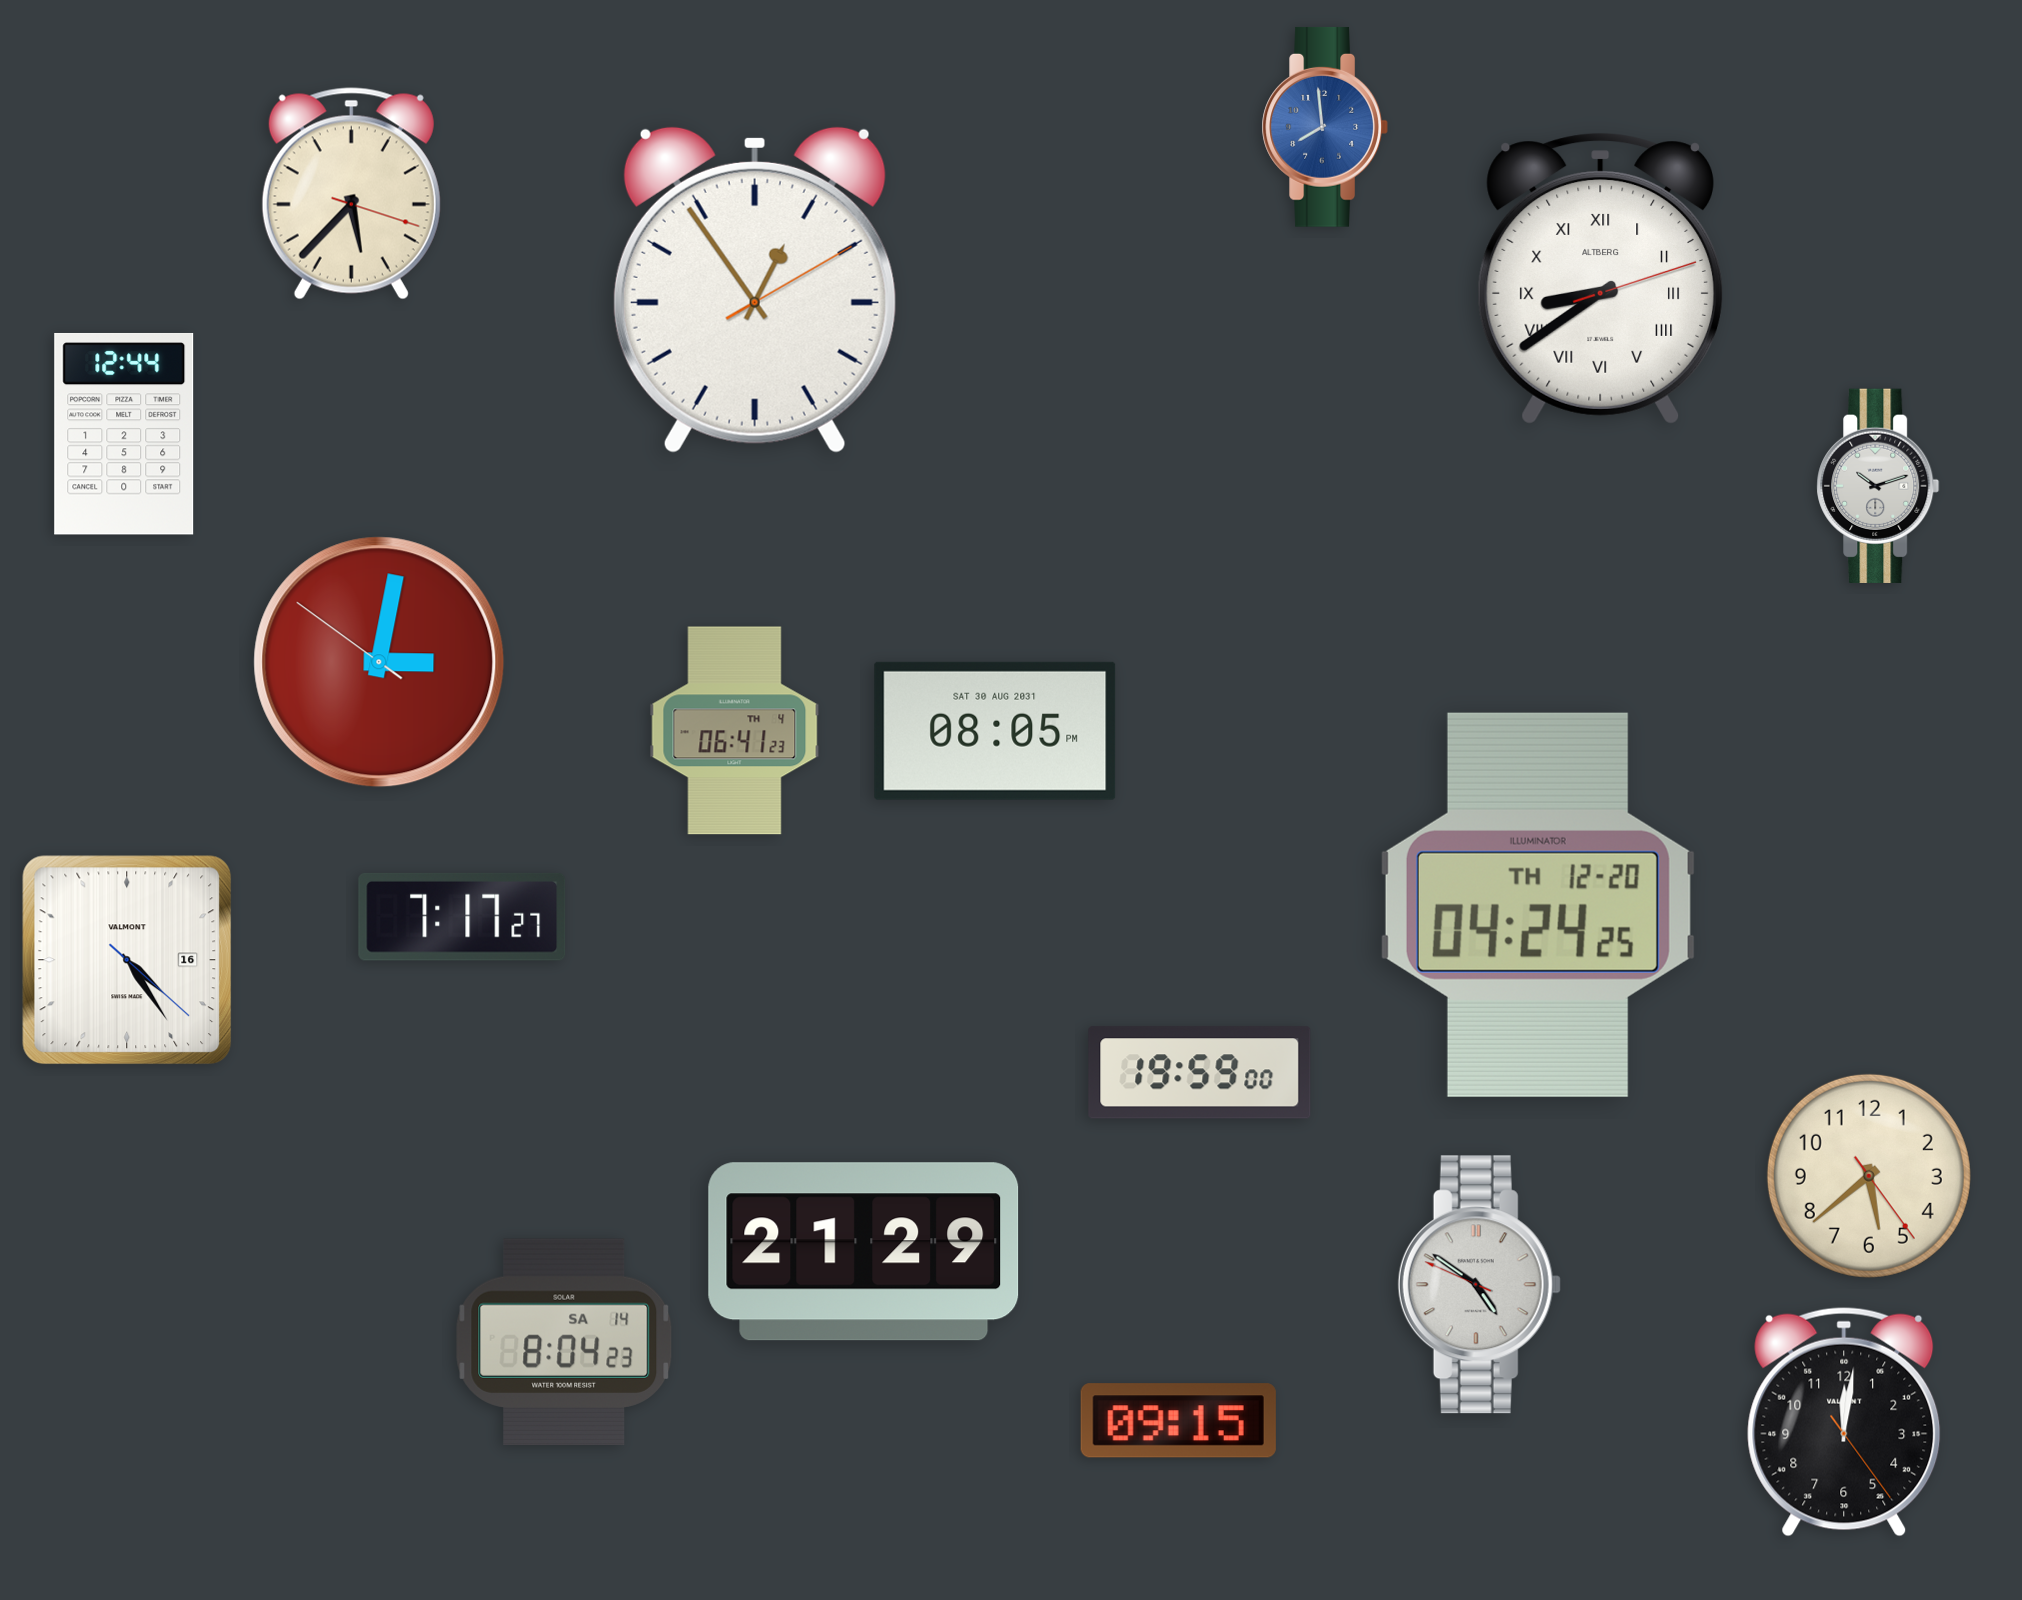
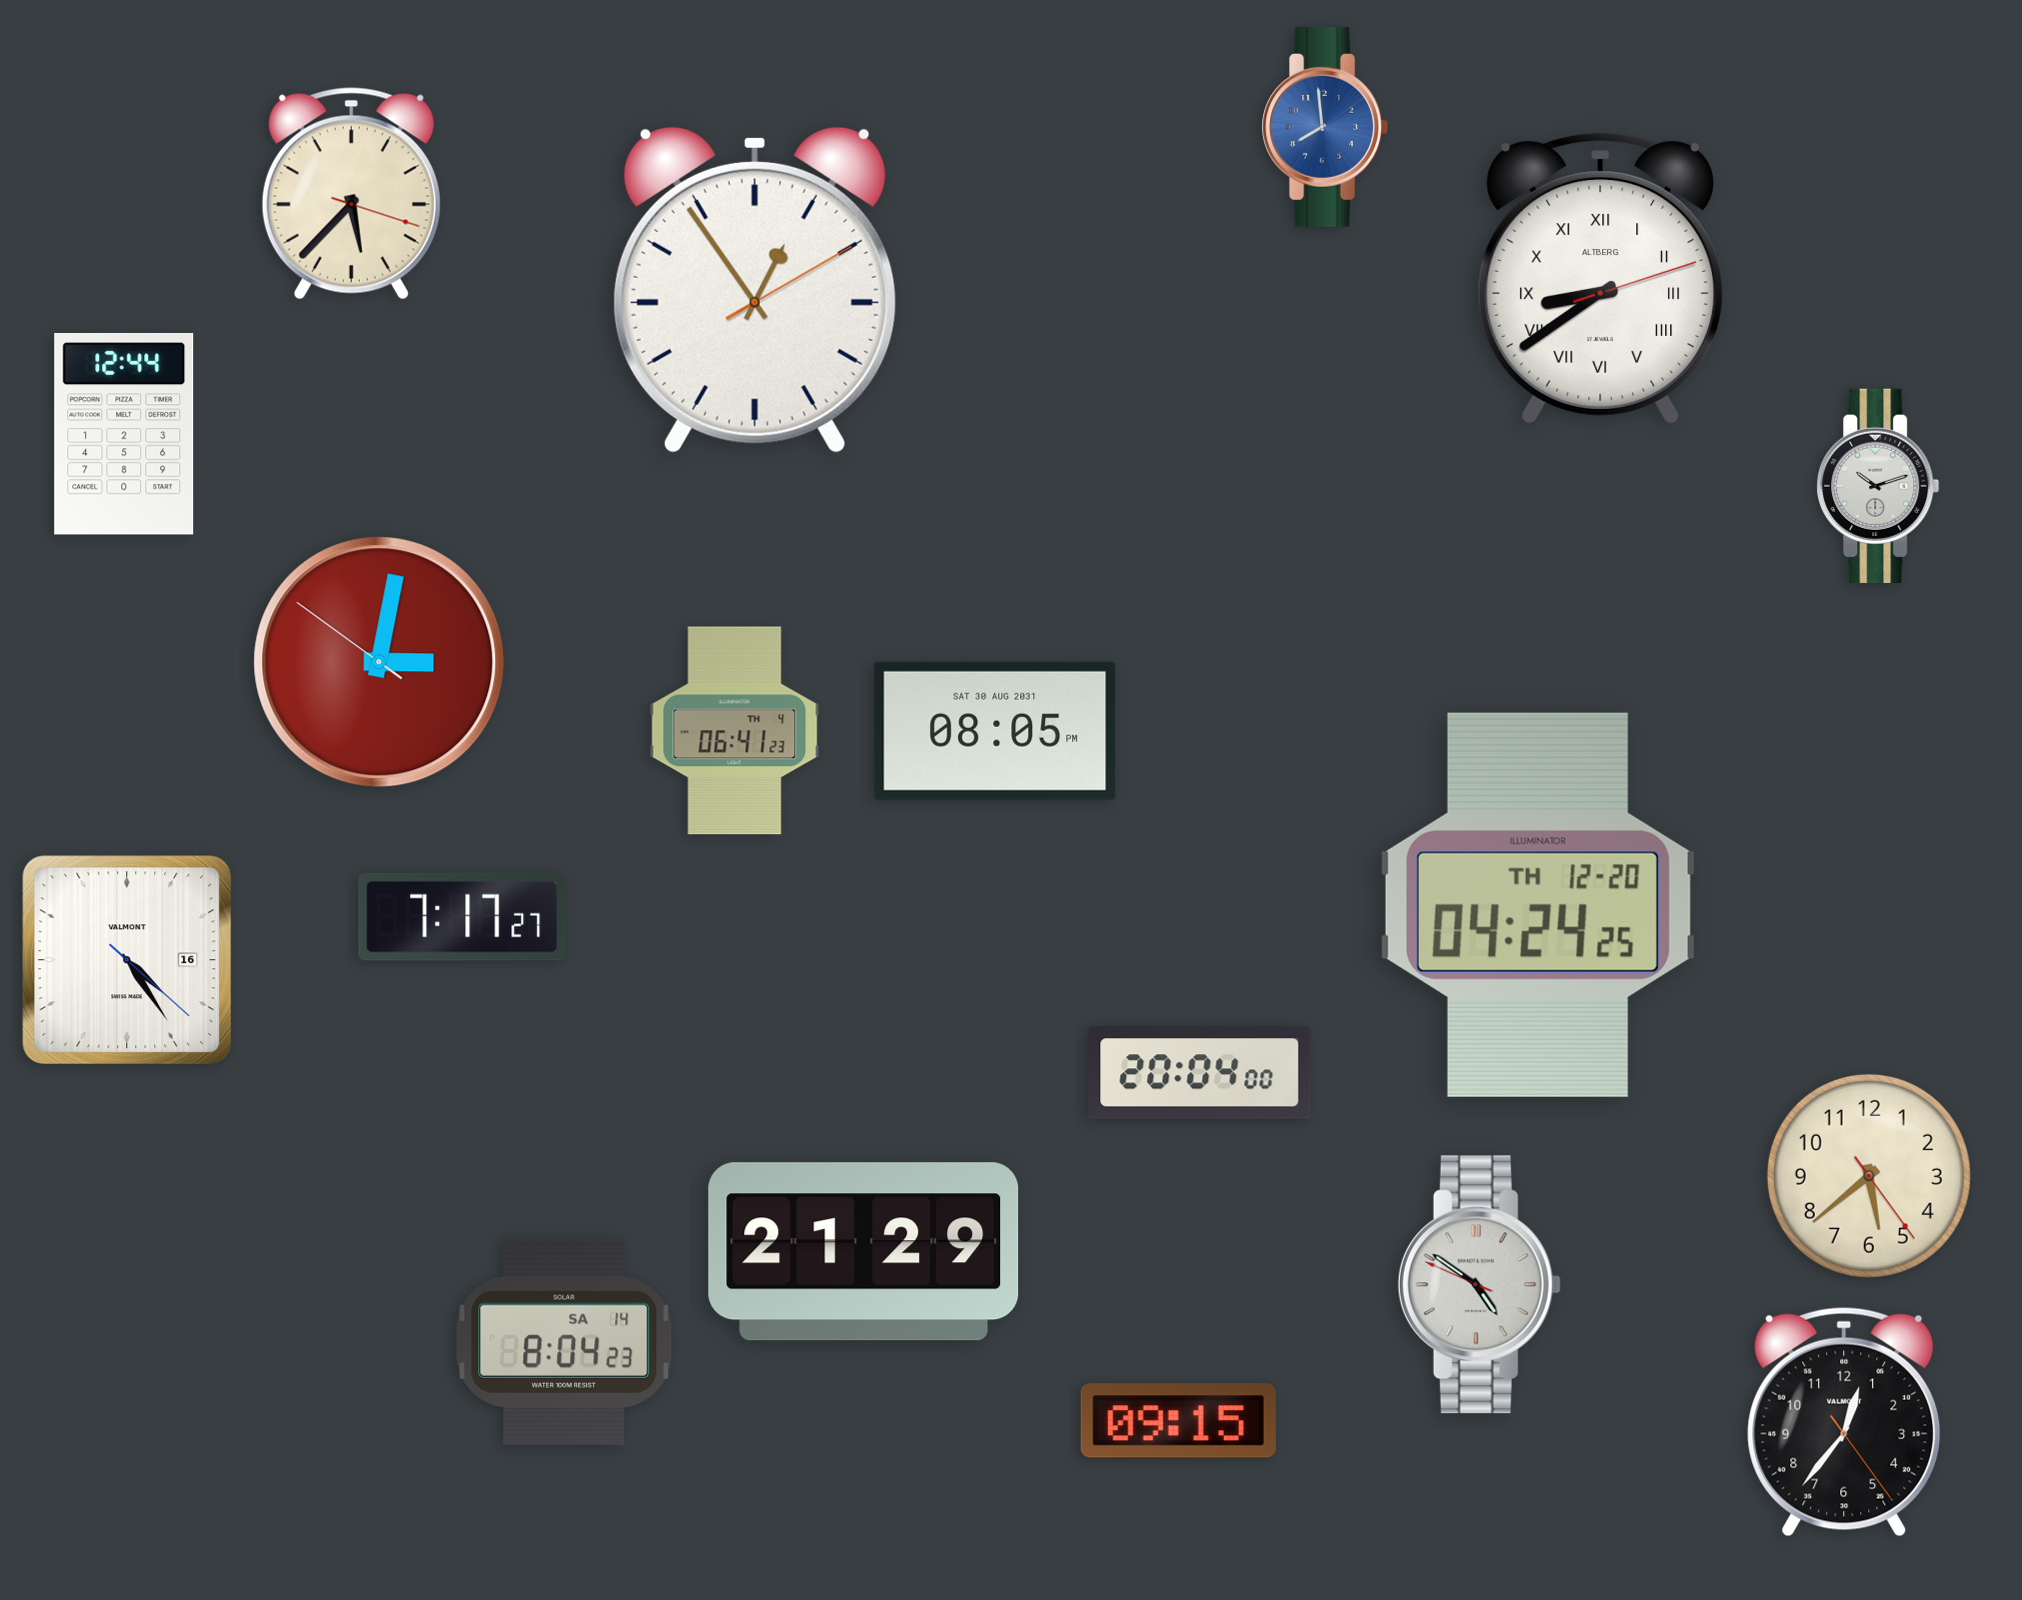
clock at (1200, 1073): 19:59 -> 20:04
clock at (1844, 1422): 12:01 -> 12:36
